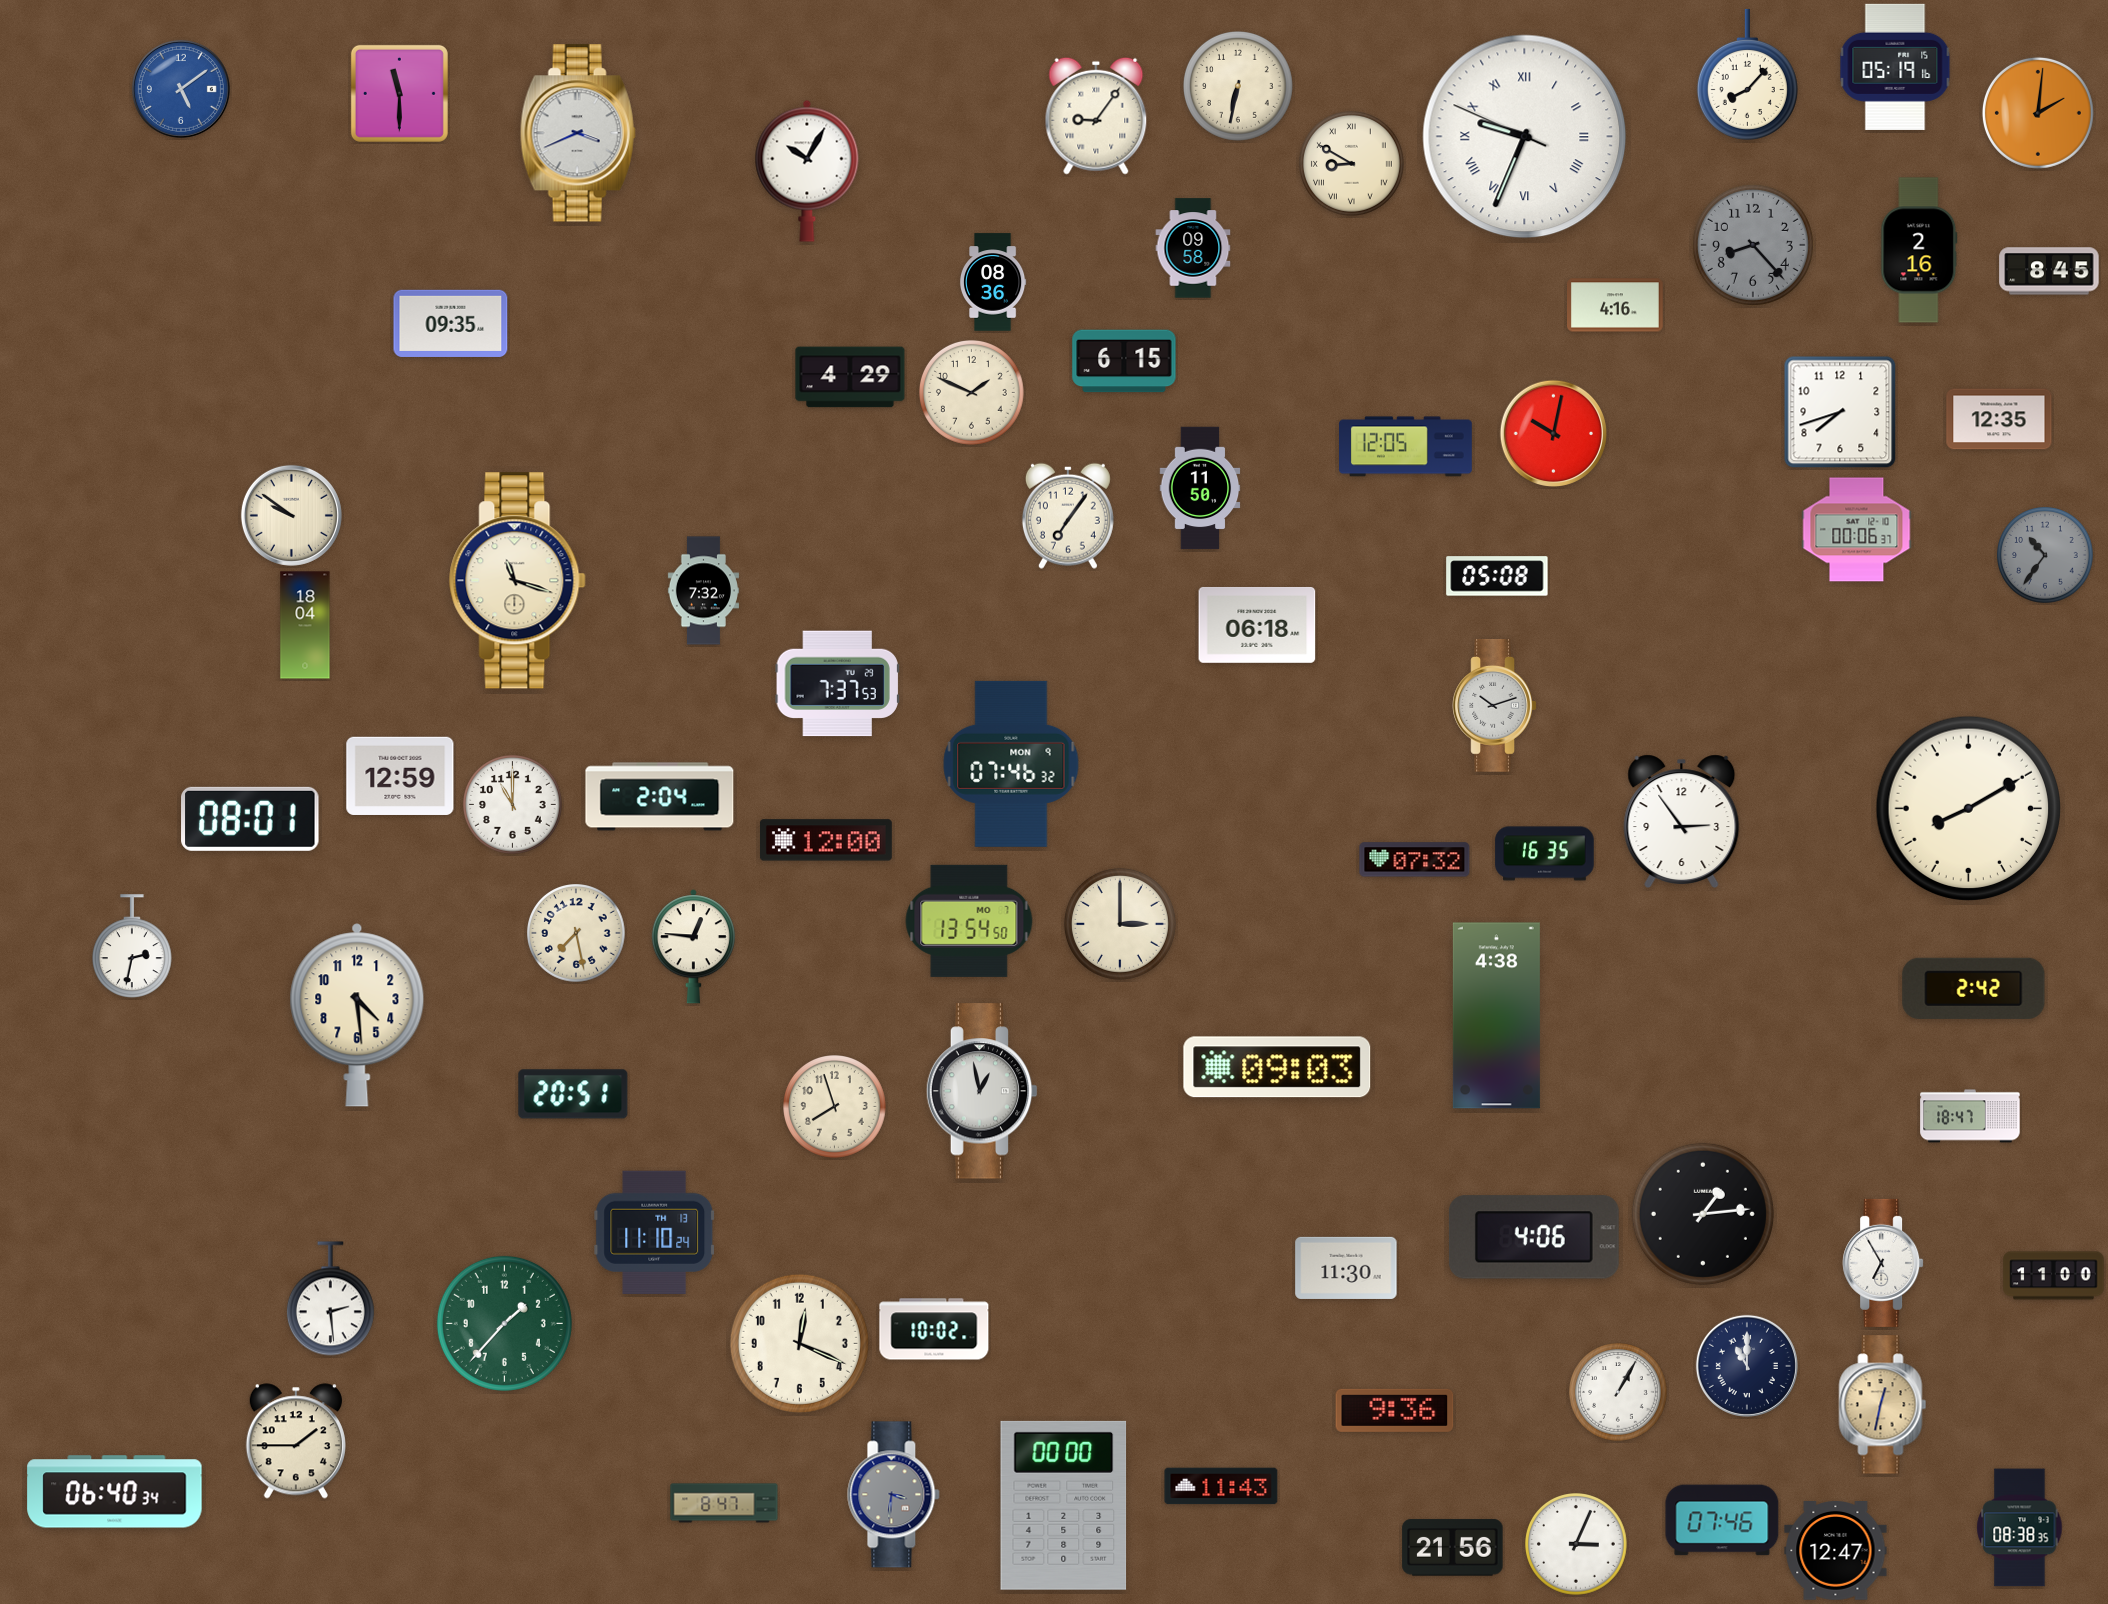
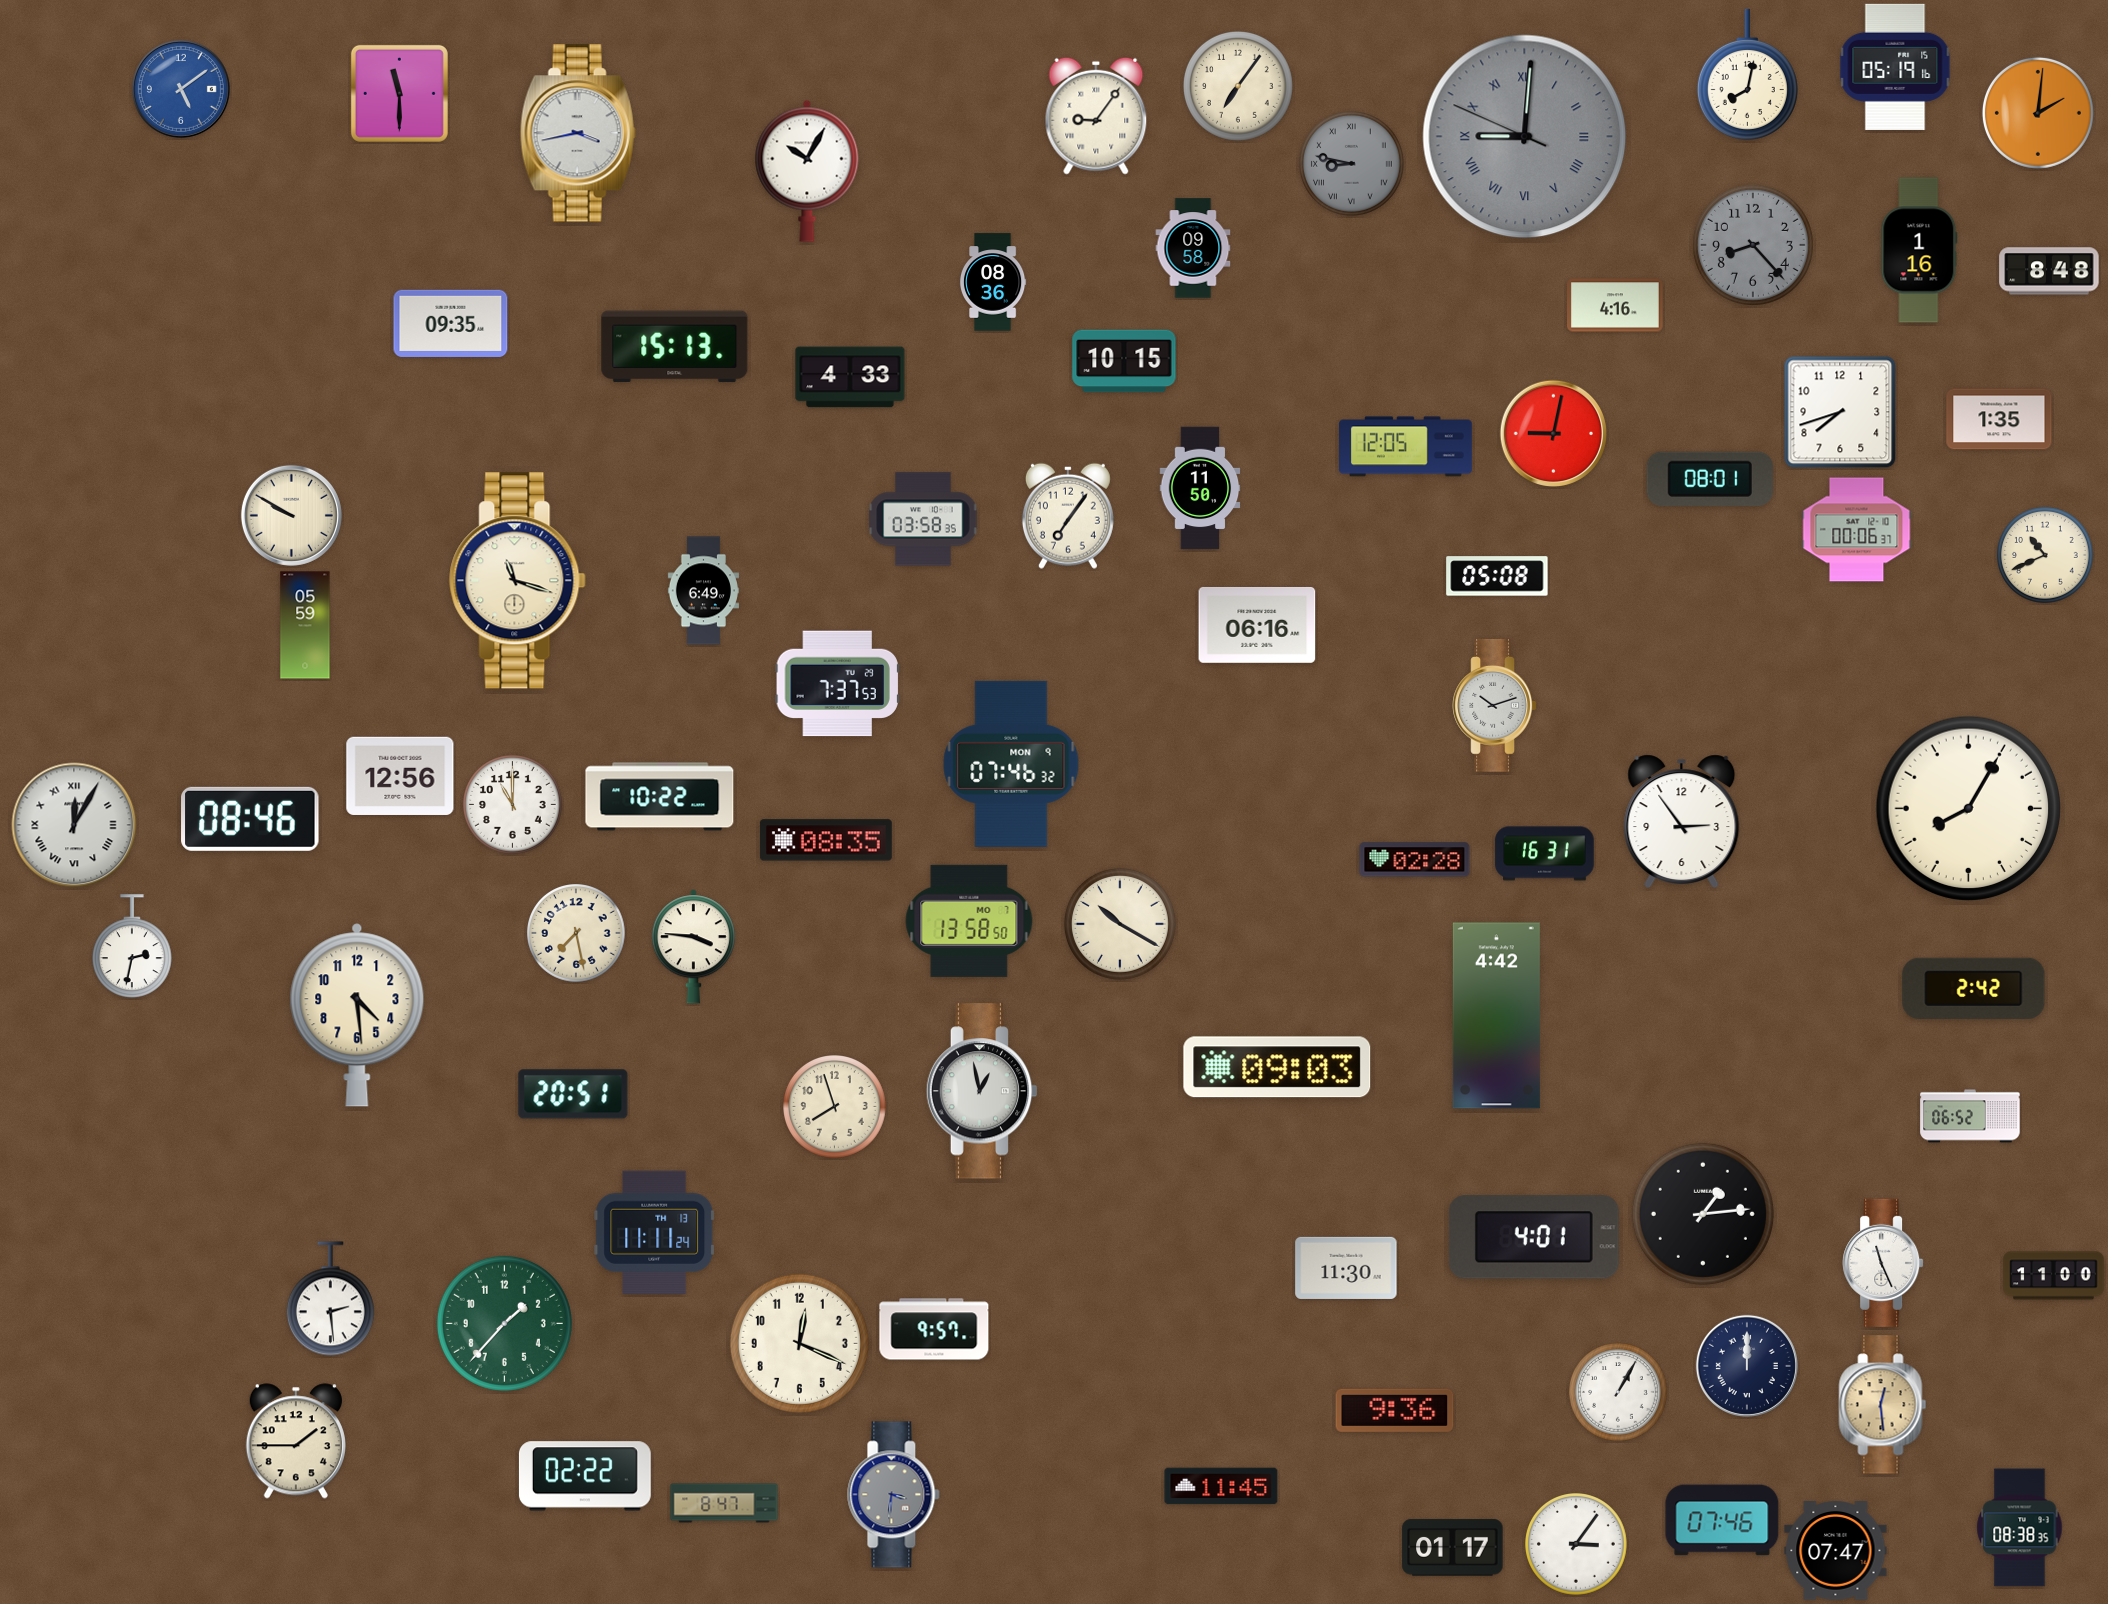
clock at (1747, 74): 8:07 -> 8:02
clock at (1238, 86): 6:32 -> 7:06
clock at (578, 133): 3:41 -> 3:43
clock at (1525, 137): 9:33 -> 9:00
clock at (1525, 137) dial: white -> grey
clock at (1351, 163): 8:50 -> 8:47
clock at (1351, 163) dial: cream -> grey
clock at (1919, 250): 2:16 -> 1:16
clock at (2049, 271): 8:45 -> 8:48
clock at (675, 347): none -> 15:13
clock at (1124, 361): 6:15 -> 10:15
clock at (850, 377): 4:29 -> 4:33
clock at (971, 392): 1:49 -> none
clock at (1999, 419): 12:35 -> 1:35
clock at (1553, 433): 10:02 -> 9:02
clock at (1710, 479): none -> 08:01
clock at (291, 515): 9:51 -> 9:50
clock at (923, 519): none -> 03:58
clock at (2045, 555): 10:36 -> 10:41
clock at (2045, 555) dial: grey -> cream
clock at (703, 591): 7:32 -> 6:49
clock at (305, 625): 18:04 -> 05:59
clock at (1257, 625): 06:18 -> 06:16
clock at (400, 776): 12:59 -> 12:56
clock at (660, 797): 2:04 -> 10:22
clock at (1969, 809): 8:10 -> 8:05
clock at (250, 819): 08:01 -> 08:46
clock at (74, 825): none -> 12:05
clock at (826, 840): 12:00 -> 08:35
clock at (1545, 854): 16:35 -> 16:31
clock at (1415, 860): 07:32 -> 02:28
clock at (969, 921): 13:54 -> 13:58
clock at (1120, 924): 3:00 -> 10:20
clock at (693, 947): 12:46 -> 3:46
clock at (1496, 1016): 4:38 -> 4:42
clock at (1970, 1116): 18:47 -> 06:52
clock at (655, 1232): 11:10 -> 11:11
clock at (1534, 1237): 4:06 -> 4:01
clock at (1883, 1263): 6:55 -> 11:26
clock at (934, 1329): 10:02 -> 9:57
clock at (1747, 1366): 11:00 -> 12:00
clock at (1883, 1405): 12:32 -> 12:29
clock at (585, 1476): none -> 02:22
clock at (1221, 1486): 11:43 -> 11:45
clock at (115, 1492): 06:40 -> none
clock at (1064, 1505): 00:00 -> none
clock at (1577, 1545): 3:04 -> 3:06
clock at (1453, 1548): 21:56 -> 01:17
clock at (1836, 1551): 12:47 -> 07:47
